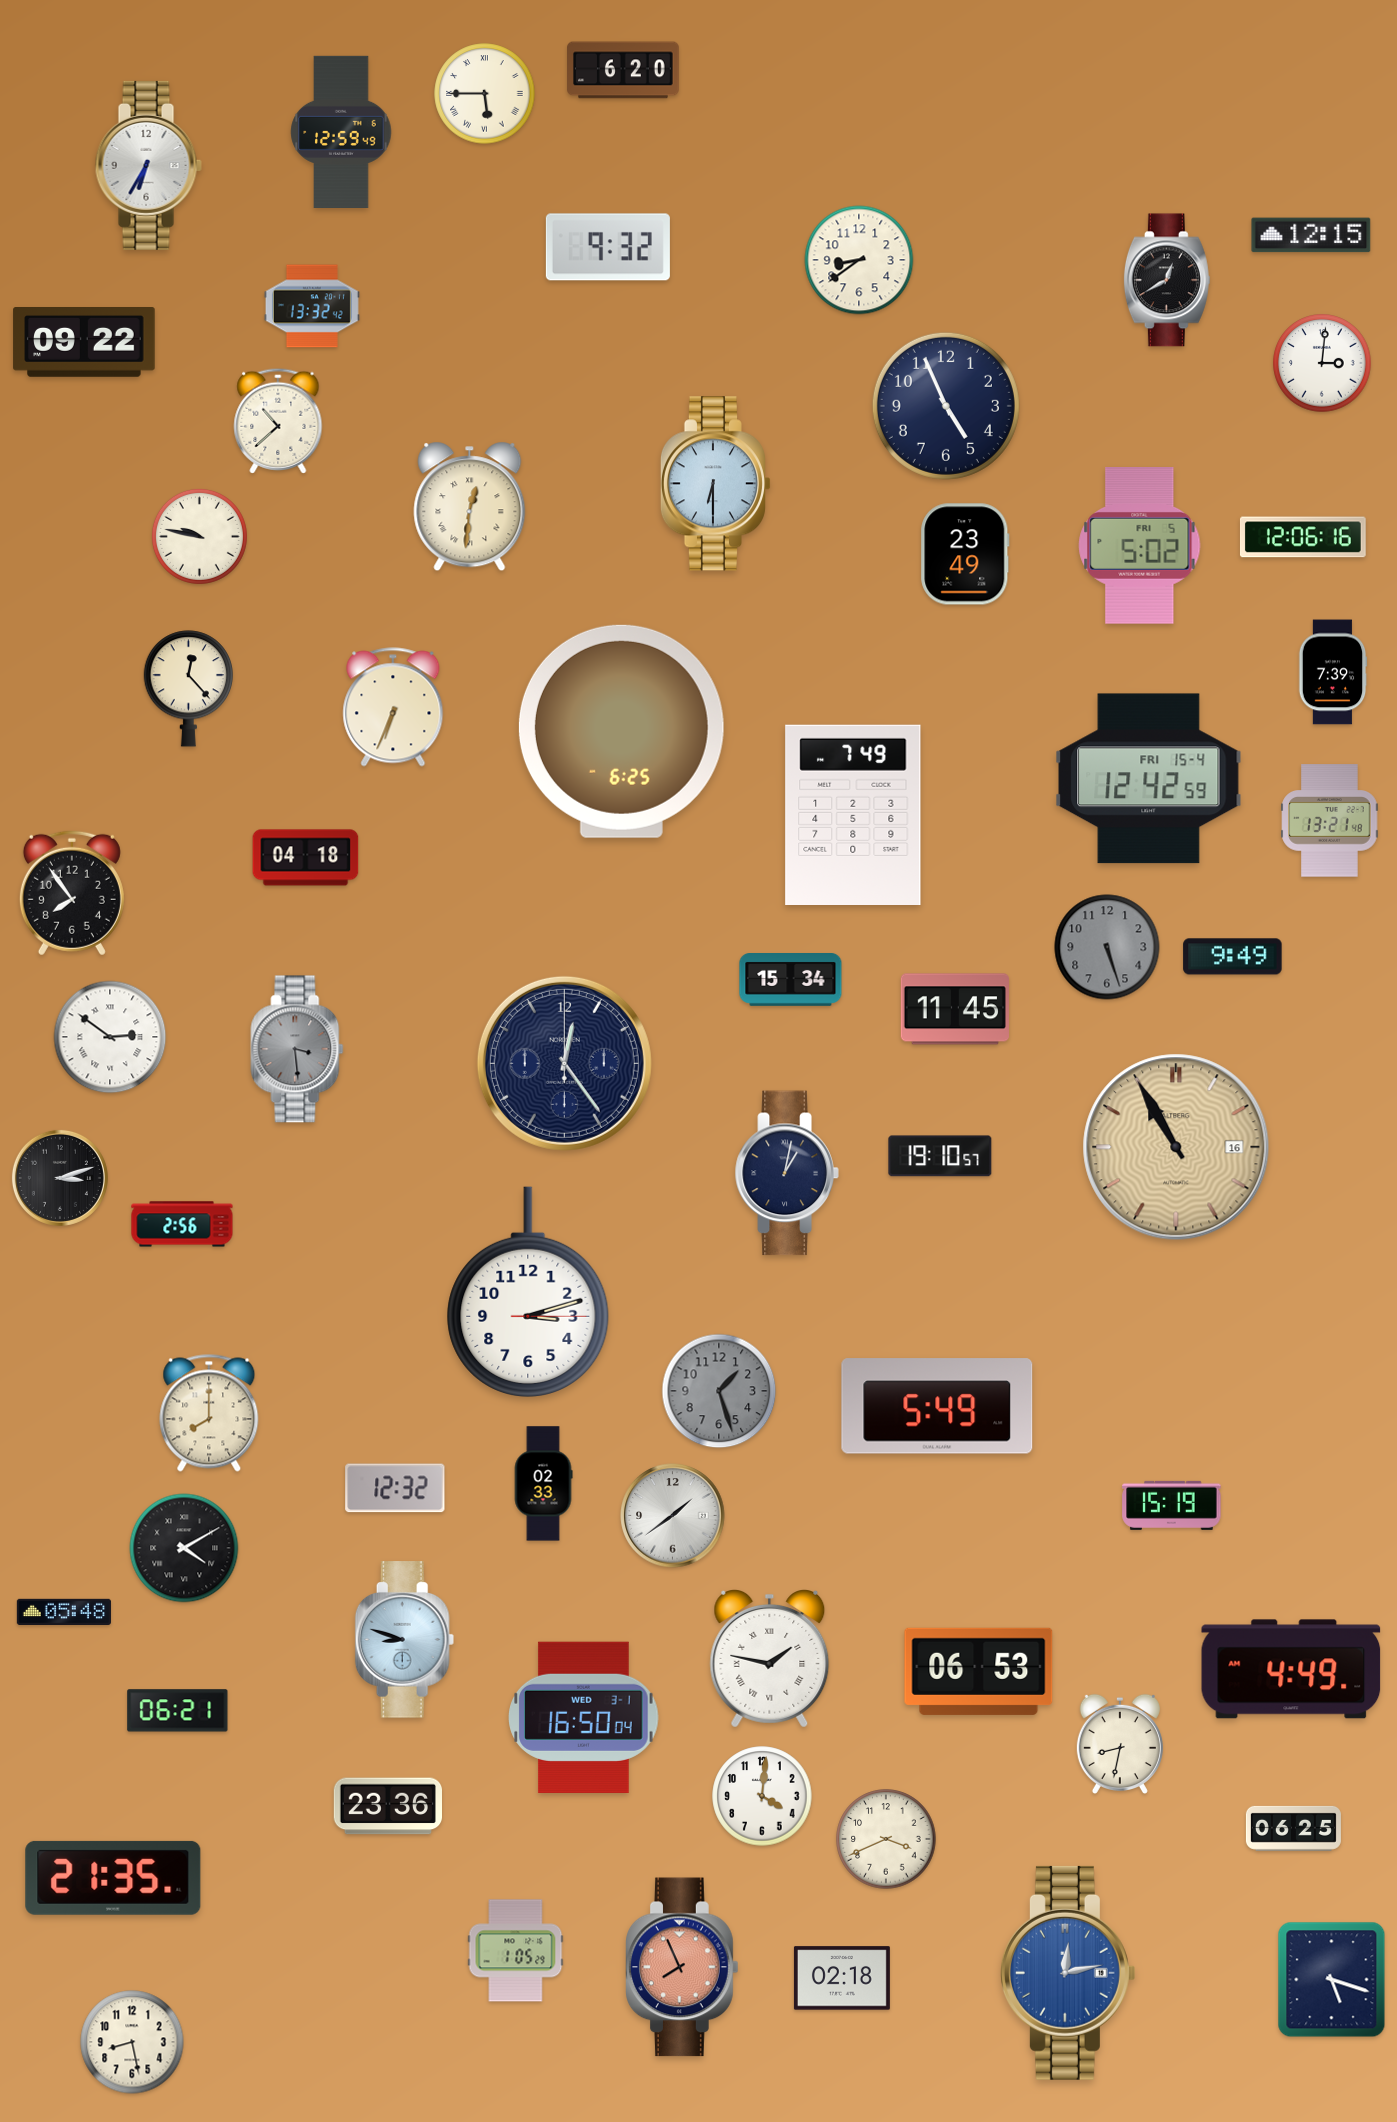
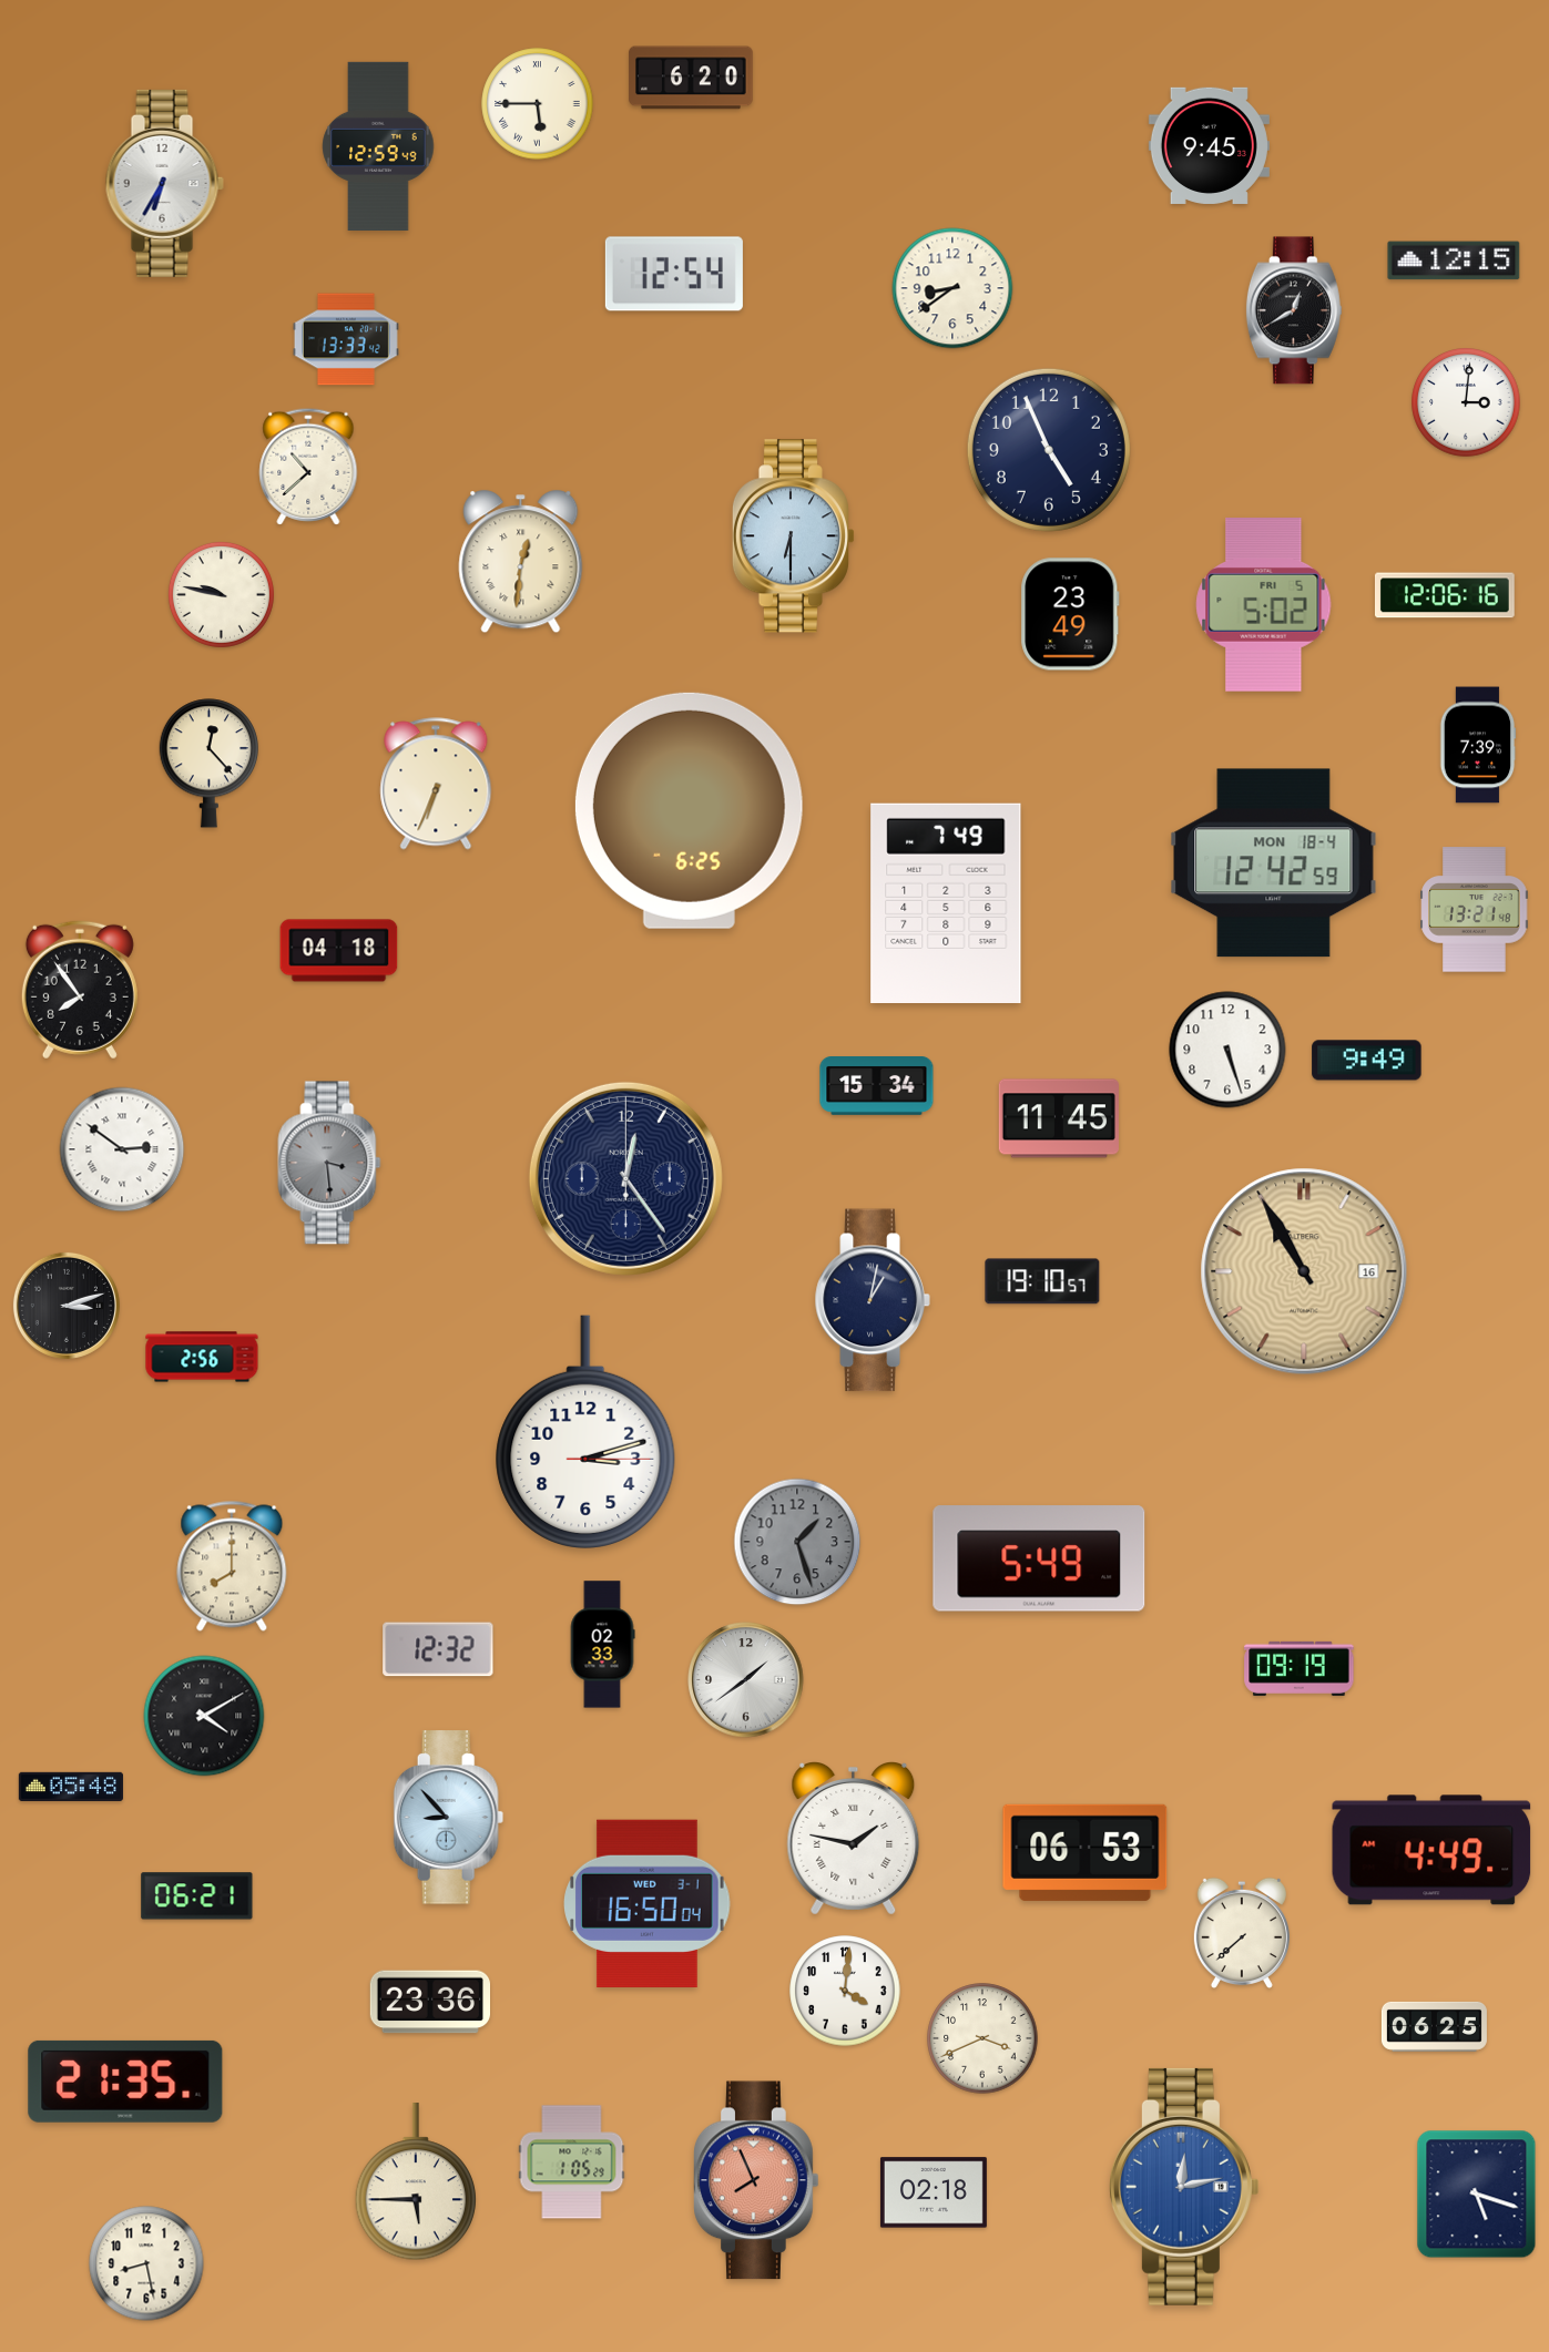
clock at (1209, 145): none -> 9:45
clock at (608, 247): 9:32 -> 12:54
clock at (312, 306): 13:32 -> 13:33
clock at (84, 343): 09:22 -> none
clock at (1149, 779) date: FRI 15-4 -> MON 18-4
clock at (1107, 947) dial: grey -> white
clock at (1172, 1505): 15:19 -> 09:19
clock at (405, 1640): 8:48 -> 8:53
clock at (1120, 1743): 8:32 -> 7:38
clock at (416, 2182): none -> 5:45
